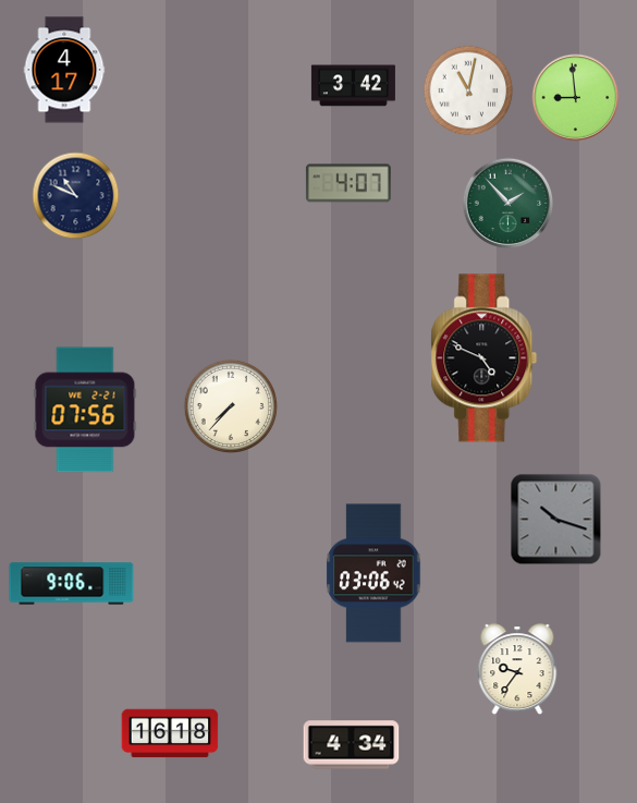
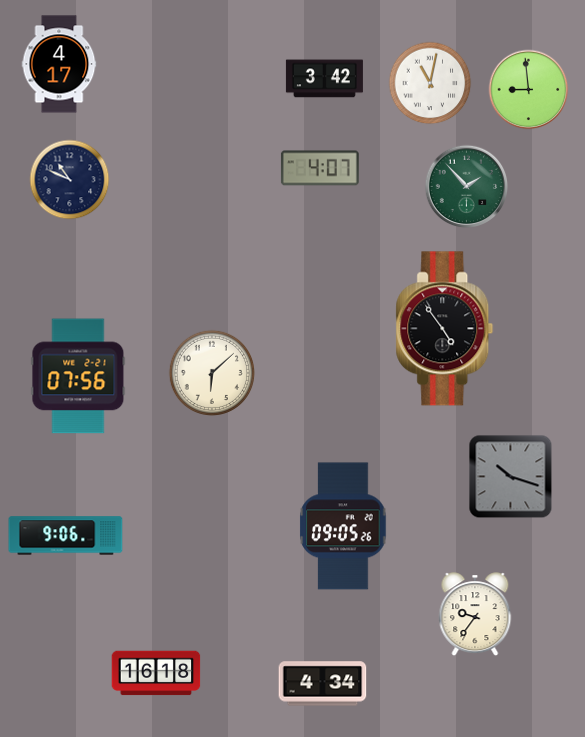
clock at (485, 358): 4:49 -> 4:54
clock at (230, 405): 7:37 -> 6:08
clock at (373, 573): 03:06 -> 09:05
